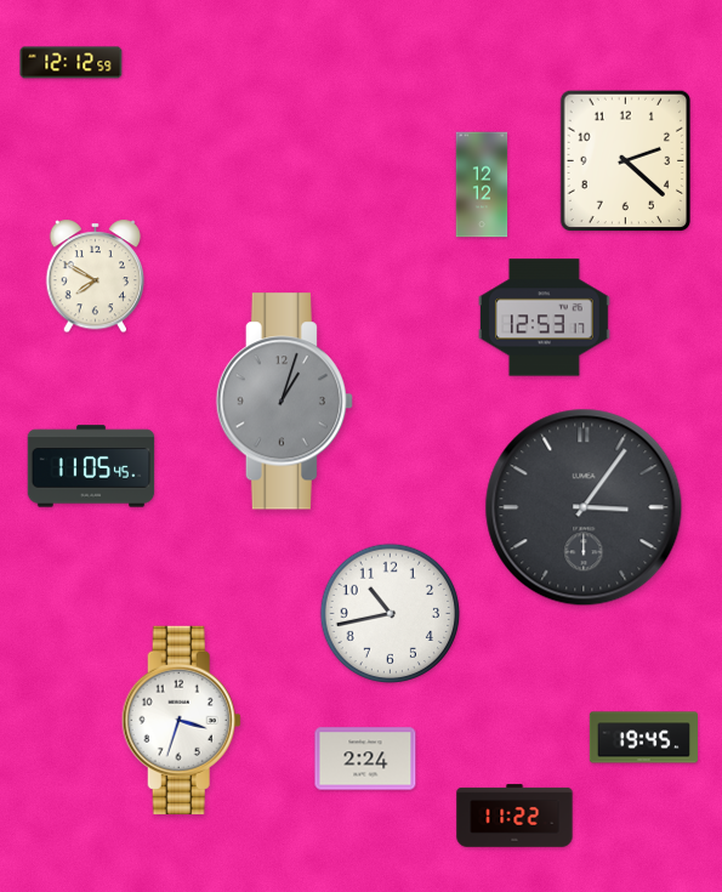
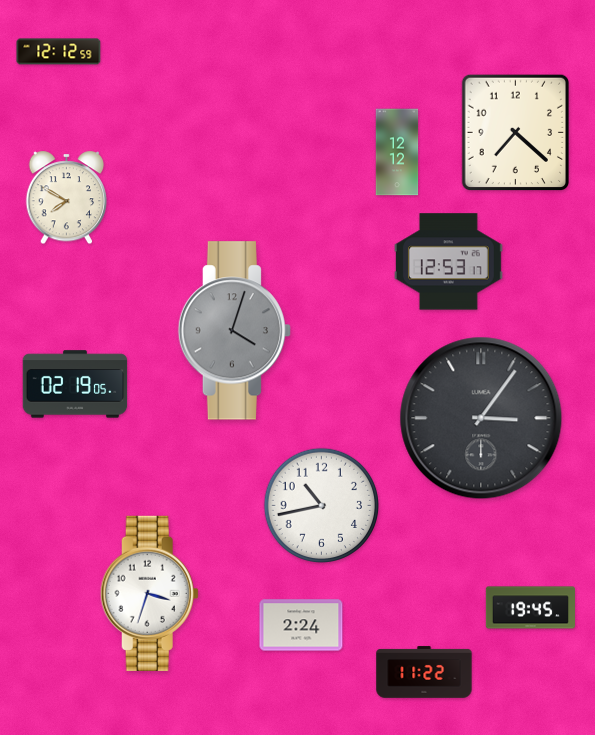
clock at (625, 161): 2:22 -> 7:22
clock at (96, 277) position: (96, 277) -> (67, 198)
clock at (284, 402): 1:03 -> 4:03
clock at (91, 466): 11:05 -> 02:19
